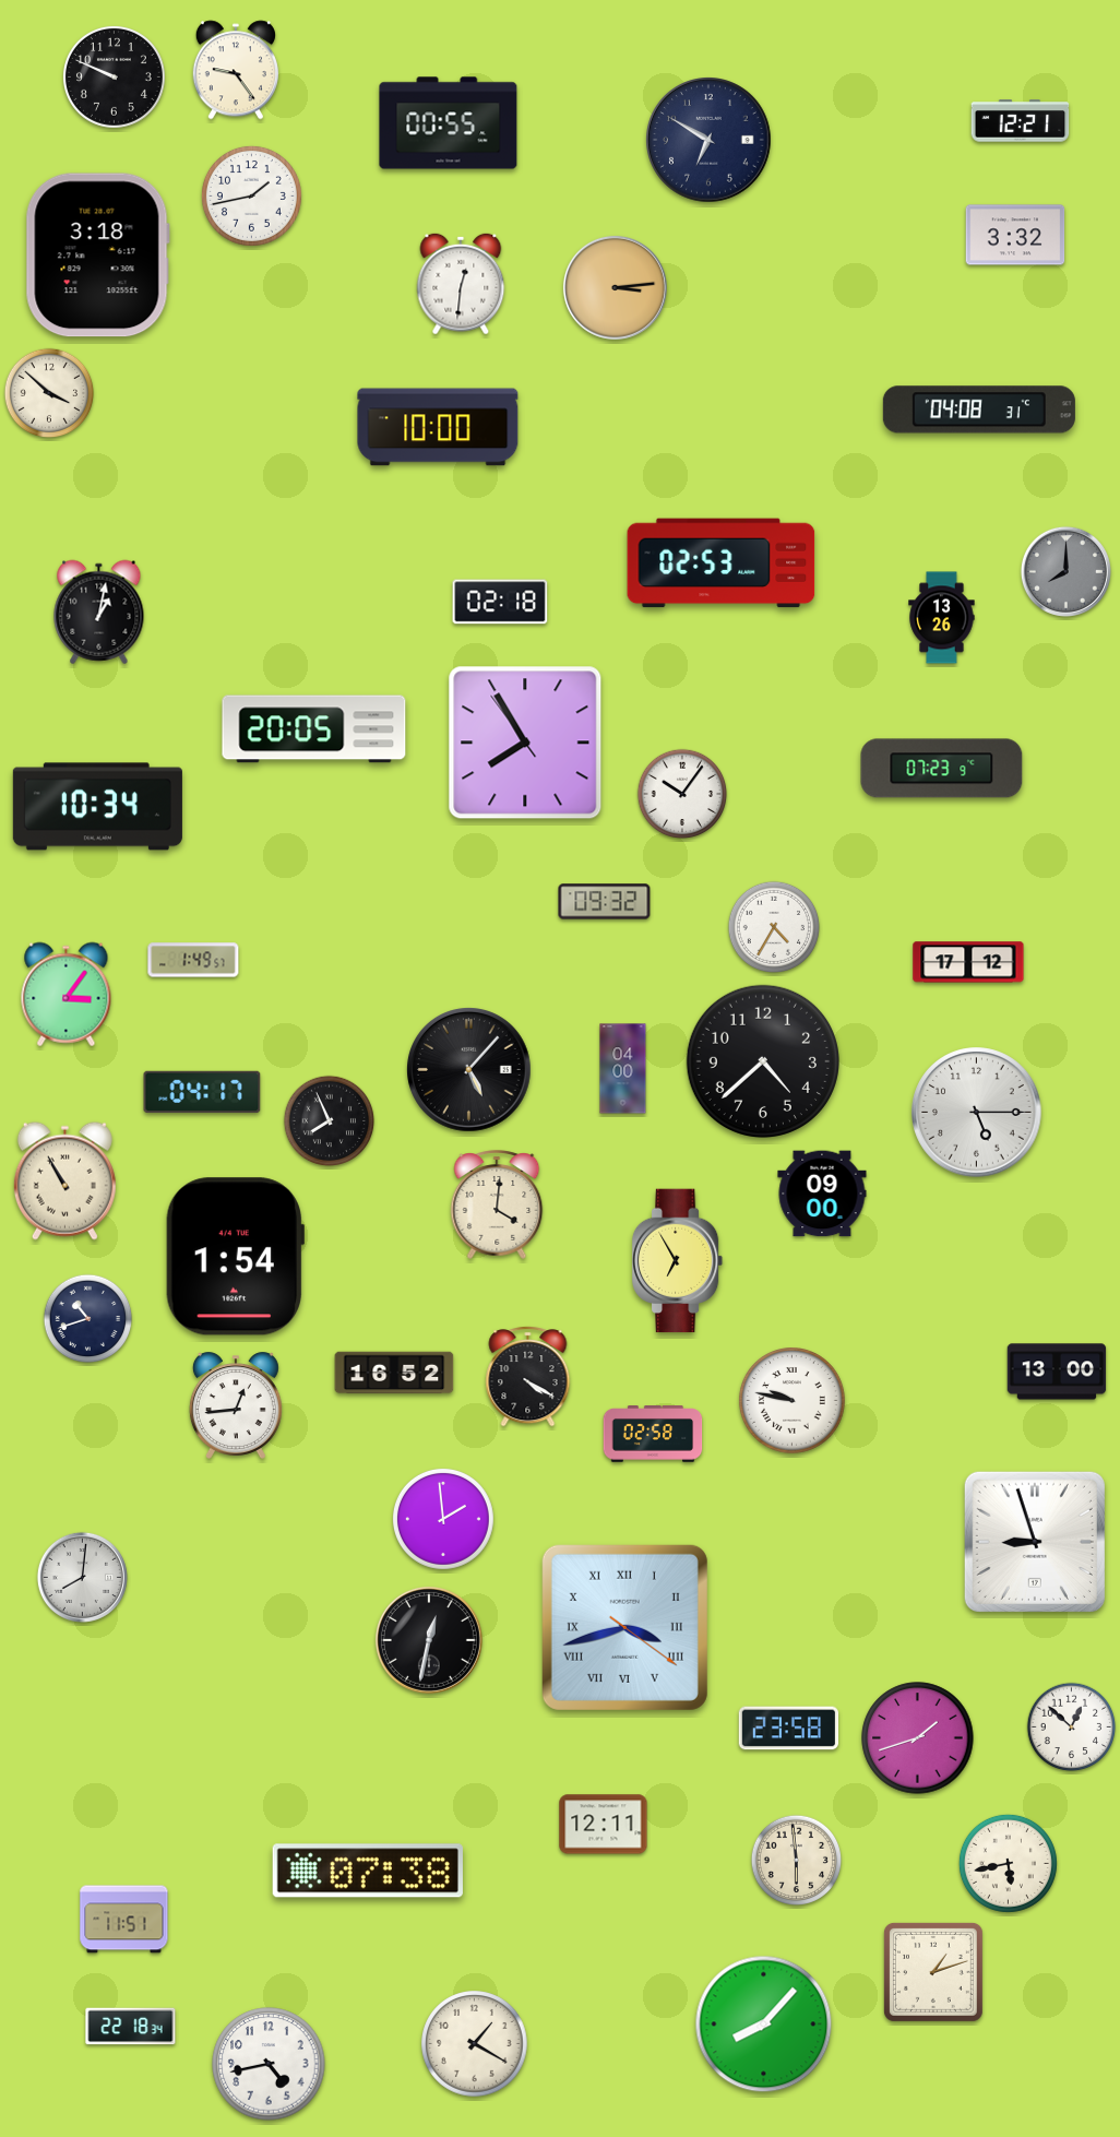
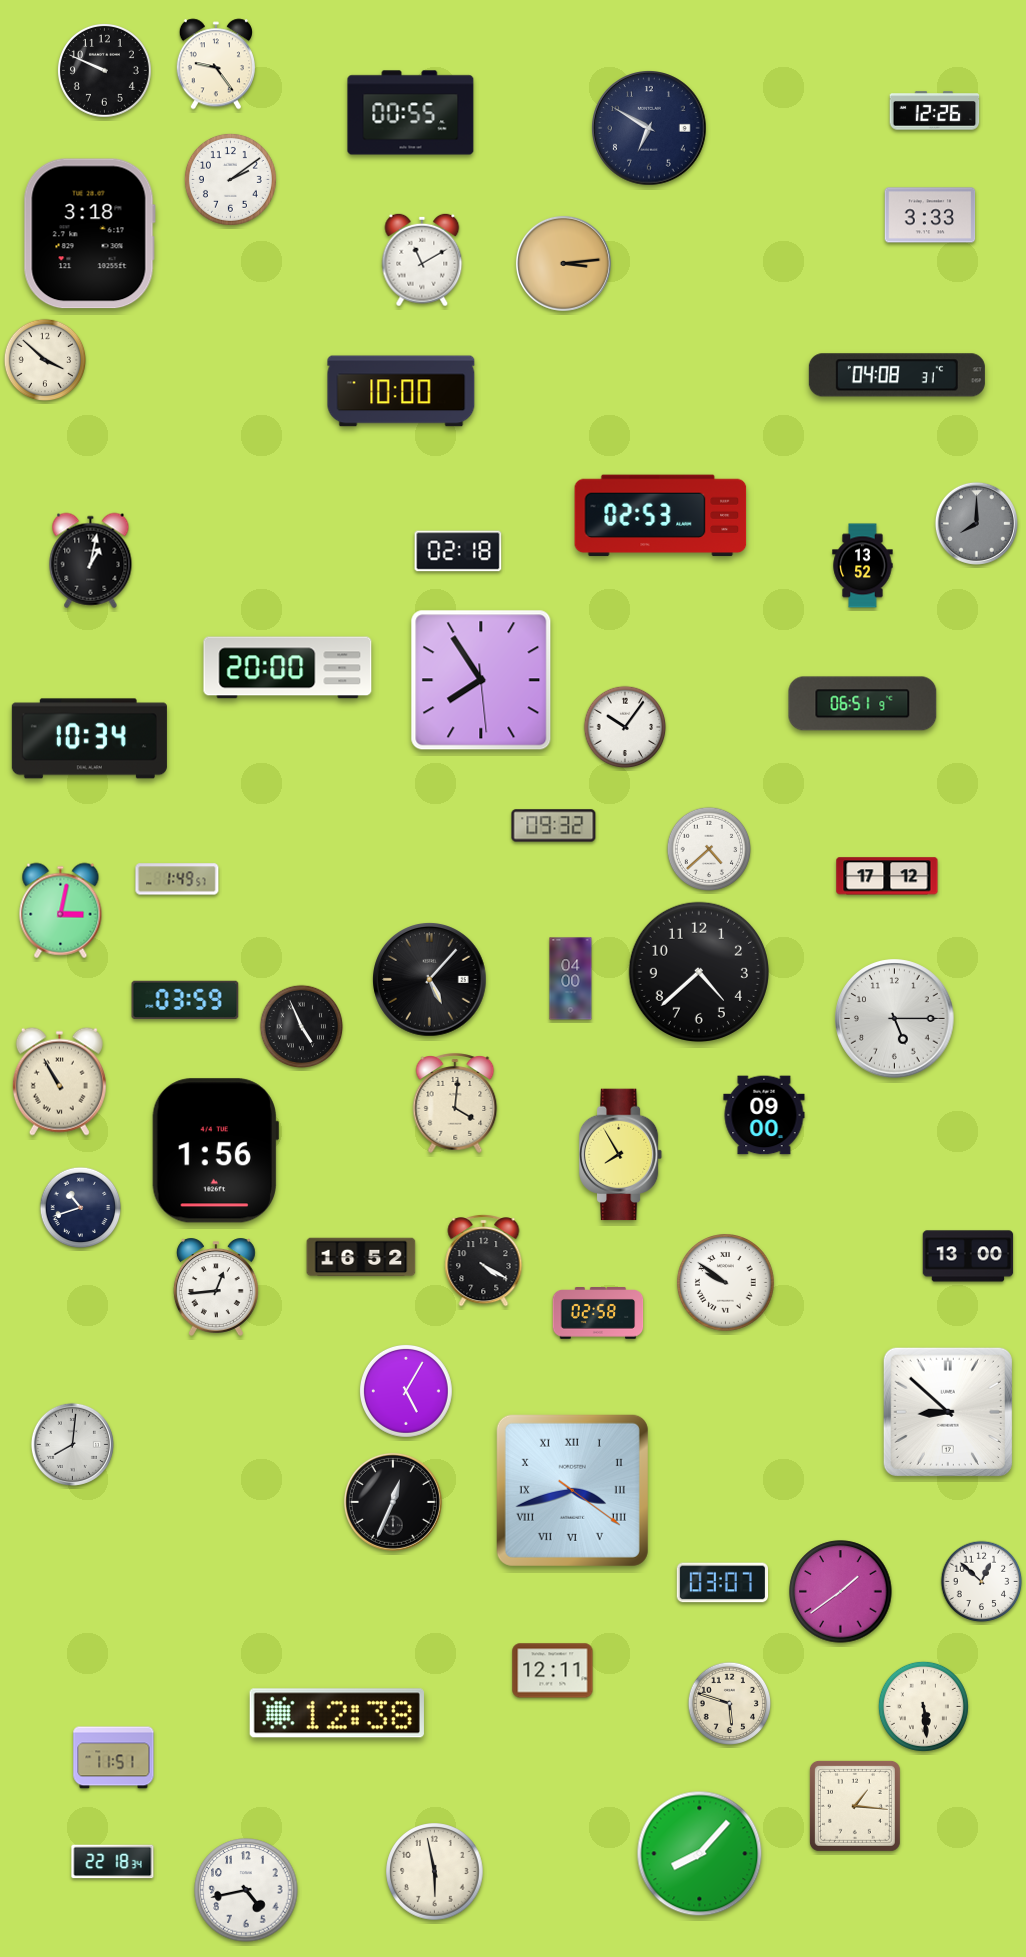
clock at (1021, 121): 12:21 -> 12:26
clock at (251, 195): 1:43 -> 2:09
clock at (1015, 235): 3:32 -> 3:33
clock at (461, 284): 12:31 -> 11:10
clock at (942, 618): 13:26 -> 13:52
clock at (314, 729): 20:05 -> 20:00
clock at (525, 743): 7:54:54 -> 7:54:29
clock at (942, 769): 07:23 -> 06:51
clock at (773, 926): 4:35 -> 4:38
clock at (968, 962) position: (968, 962) -> (887, 876)
clock at (67, 995): 3:06 -> 3:02
clock at (202, 1092): 04:17 -> 03:59
clock at (330, 1121): 7:56 -> 4:56
clock at (822, 1194) position: (822, 1194) -> (764, 1115)
clock at (235, 1257): 1:54 -> 1:56
clock at (678, 1261): 6:55 -> 7:55
clock at (793, 1401): 9:47 -> 9:51
clock at (443, 1519): 1:59 -> 5:05
clock at (1035, 1542): 8:57 -> 8:52
clock at (82, 1577) position: (82, 1577) -> (72, 1444)
clock at (429, 1640): 12:32 -> 12:34
clock at (789, 1729): 23:58 -> 03:07
clock at (918, 1738): 1:42 -> 1:39
clock at (797, 1861): 5:59 -> 5:48
clock at (1008, 1863): 5:43 -> 5:29
clock at (368, 1871): 07:38 -> 12:38
clock at (933, 1972): 1:12 -> 1:16
clock at (131, 2027) position: (131, 2027) -> (113, 1862)
clock at (475, 2044): 1:20 -> 5:58
